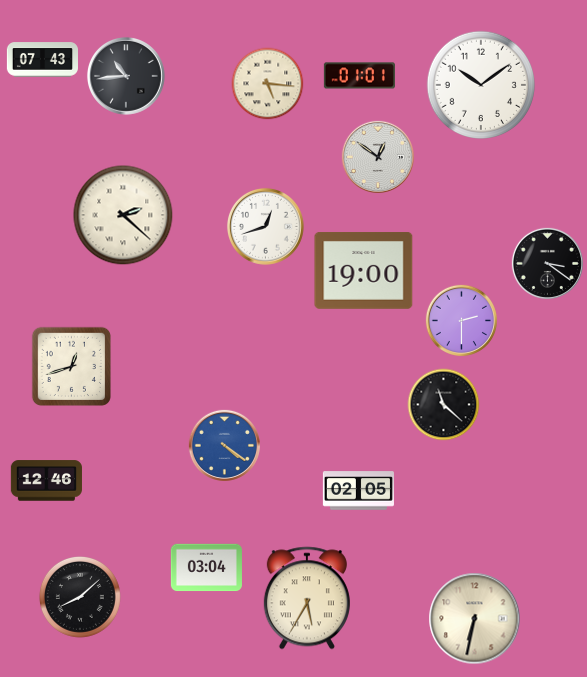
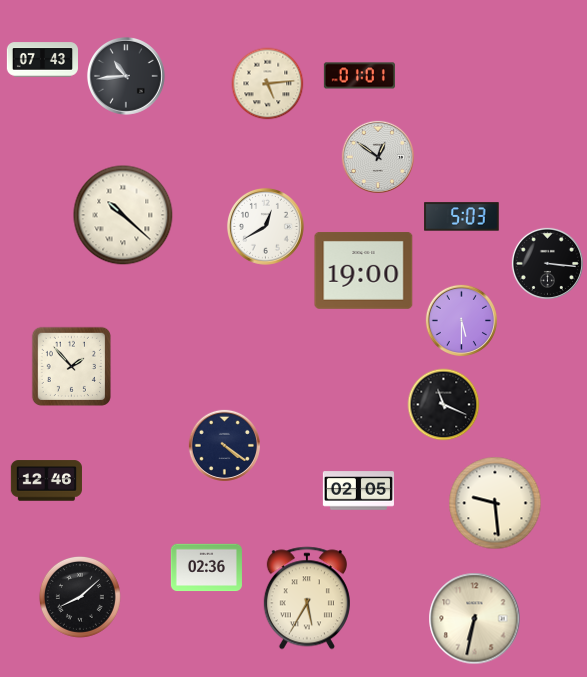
clock at (268, 84): 5:16 -> 5:14
clock at (480, 84): 10:09 -> none
clock at (123, 215): 2:22 -> 10:22
clock at (462, 217): none -> 5:03
clock at (265, 226): 12:42 -> 12:40
clock at (547, 263): 3:21 -> 3:16
clock at (461, 320): 2:30 -> 5:30
clock at (71, 366): 12:42 -> 1:53
clock at (444, 405): 11:22 -> 11:19
clock at (224, 445) dial: blue -> navy
clock at (495, 503): none -> 9:29
clock at (206, 568): 03:04 -> 02:36
